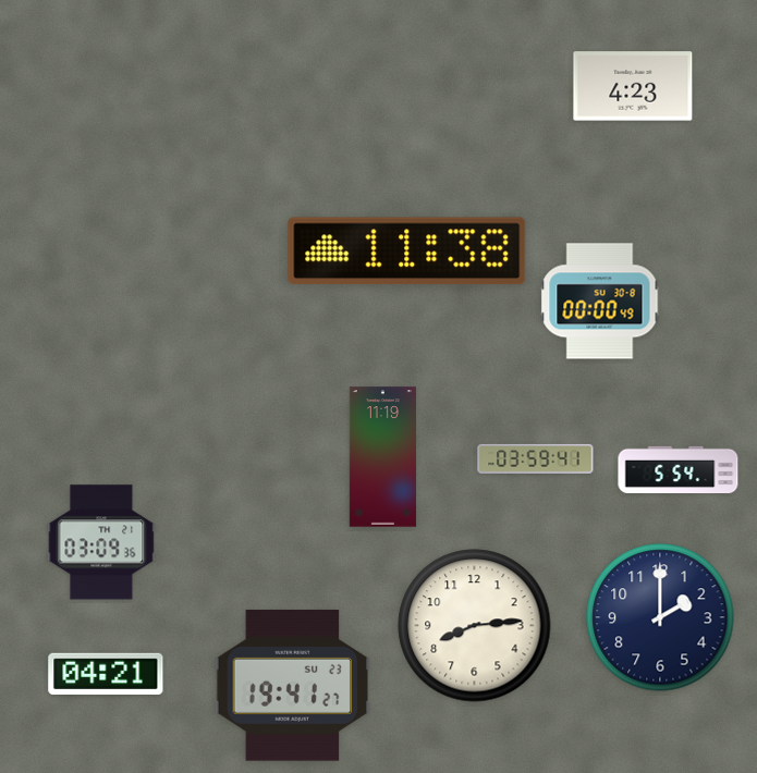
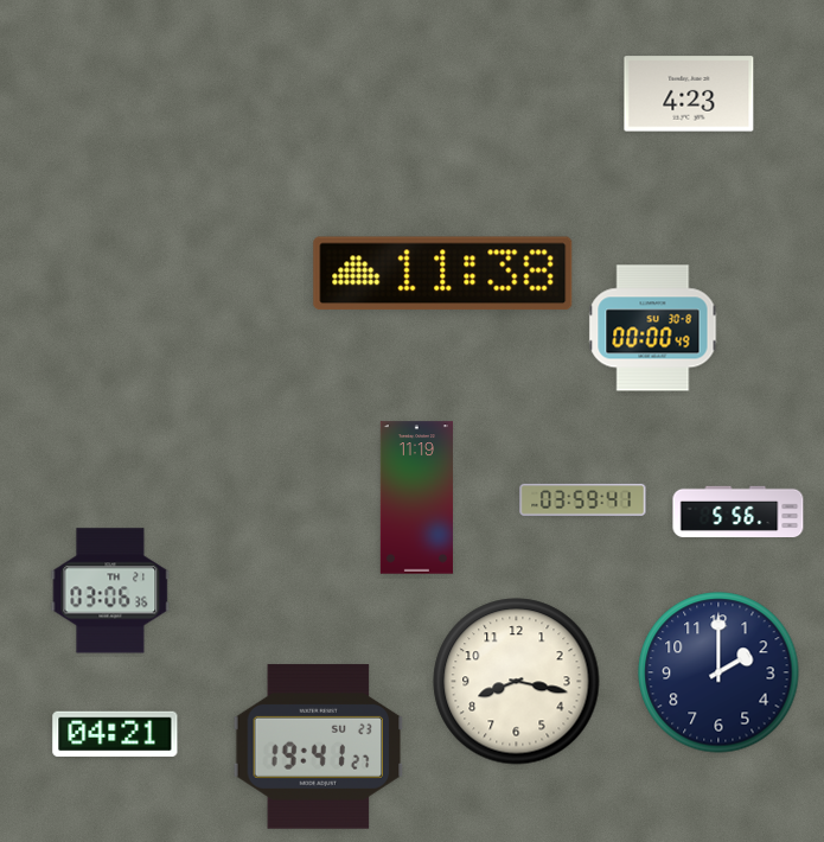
clock at (679, 470): 5:54 -> 5:56
clock at (101, 542): 03:09 -> 03:06
clock at (475, 626): 8:14 -> 8:17
